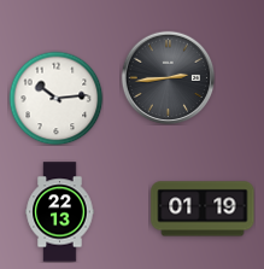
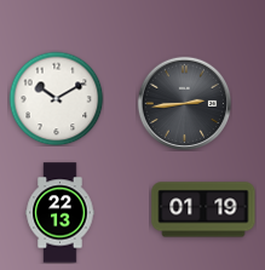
clock at (168, 77) position: (168, 77) -> (184, 103)
clock at (55, 98): 10:14 -> 10:10
